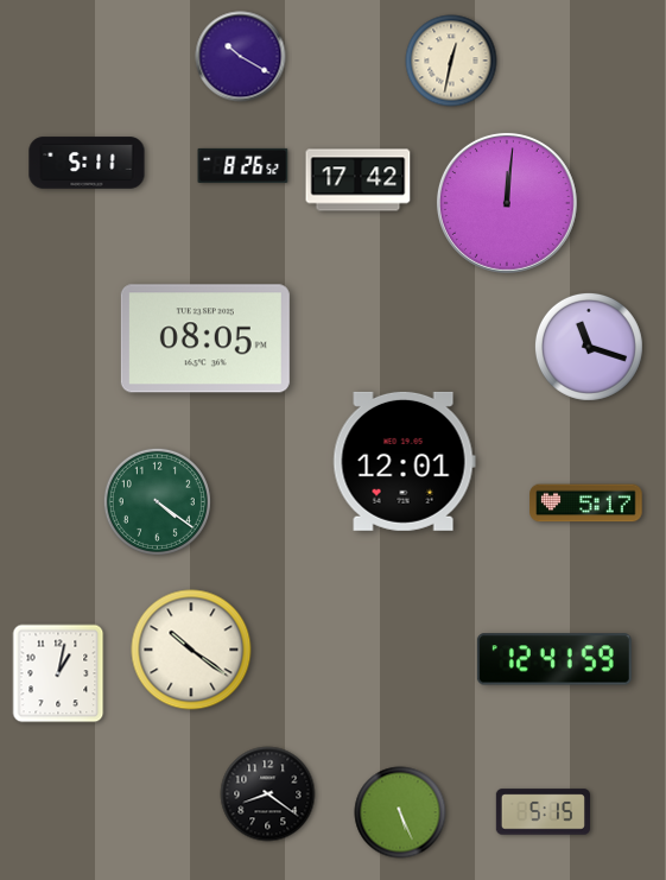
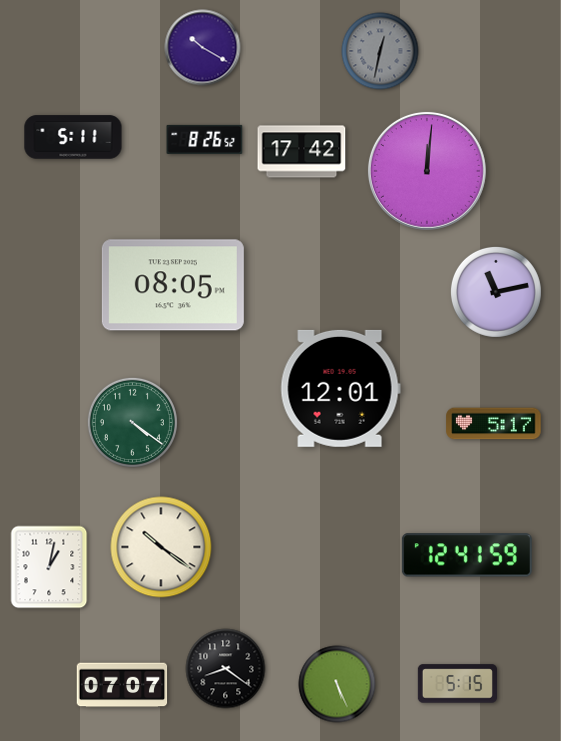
clock at (451, 61) dial: cream -> grey
clock at (589, 347): 11:18 -> 11:13
clock at (122, 685): none -> 07:07
